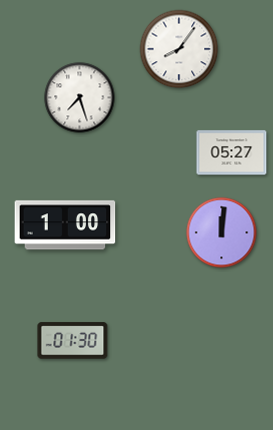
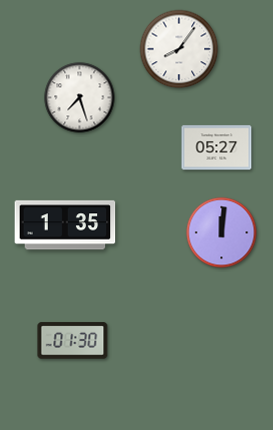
clock at (232, 153) position: (232, 153) -> (217, 148)
clock at (65, 225): 1:00 -> 1:35
